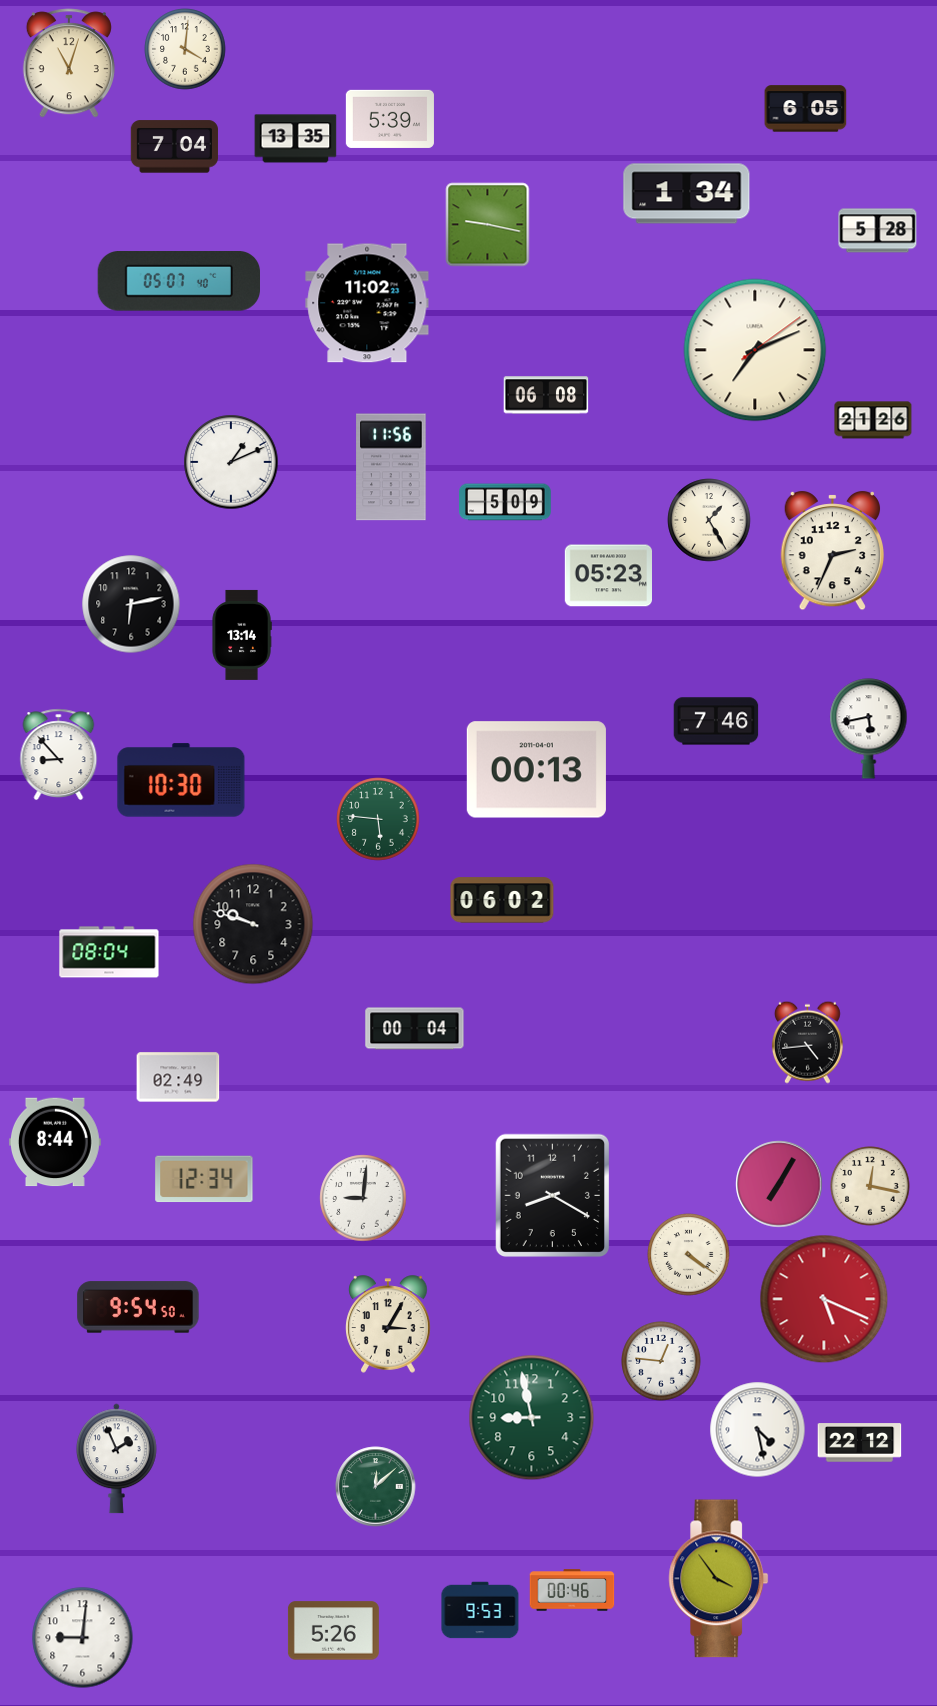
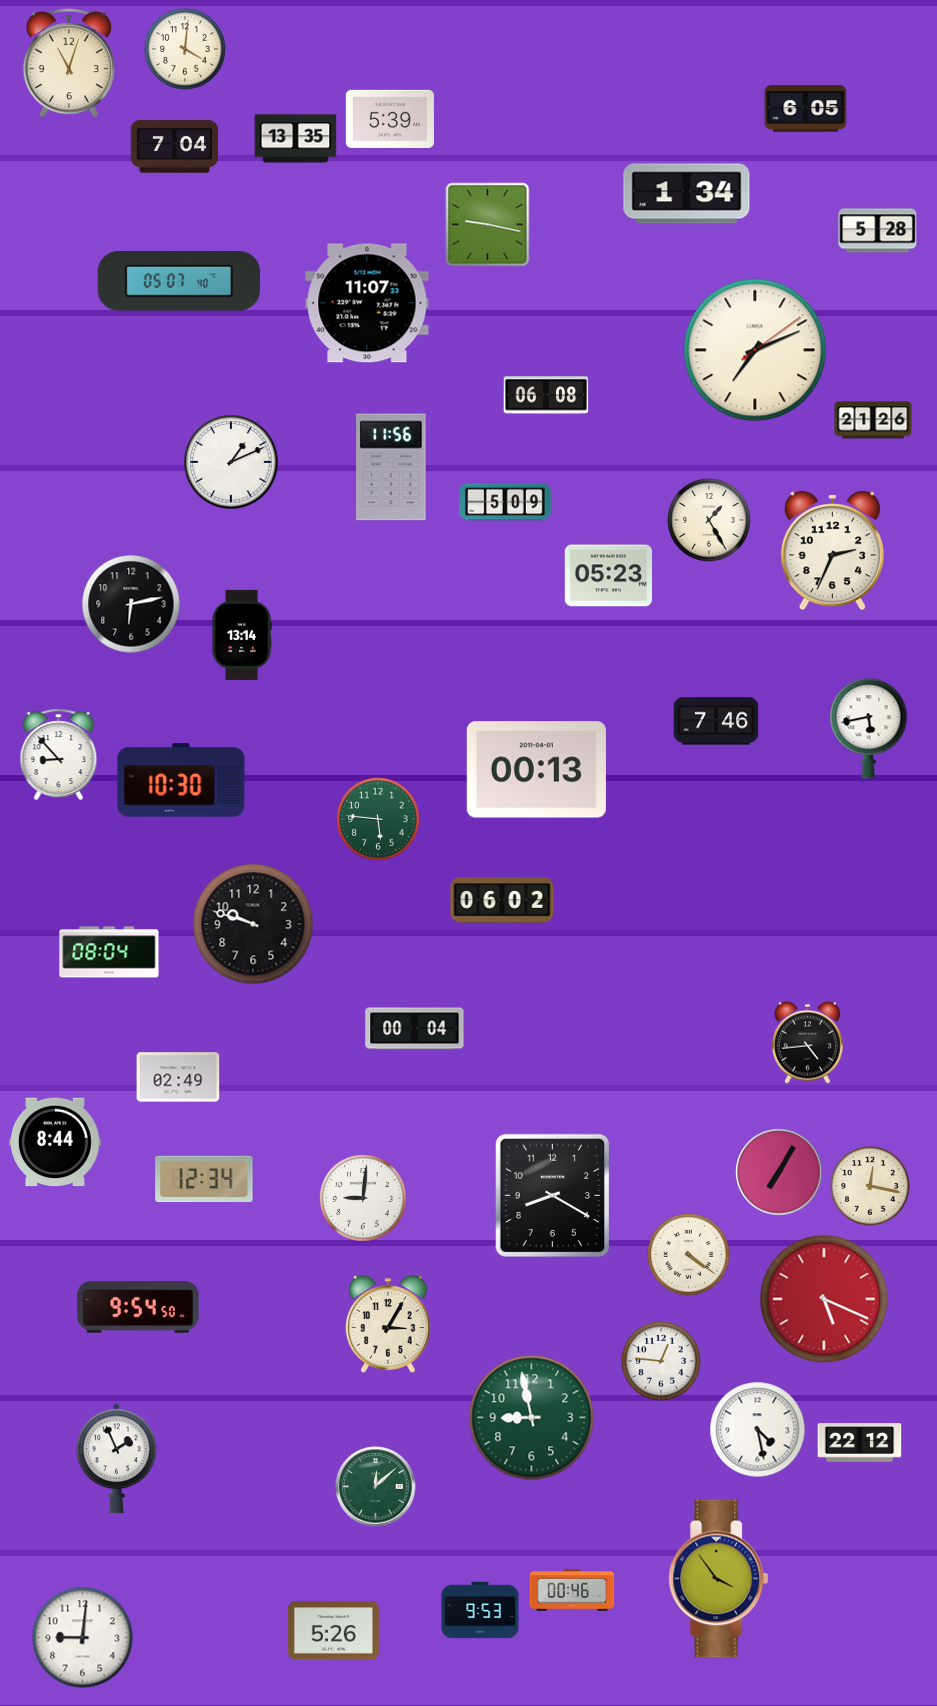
clock at (367, 303): 11:02 -> 11:07
clock at (779, 1184) position: (779, 1184) -> (779, 1172)
